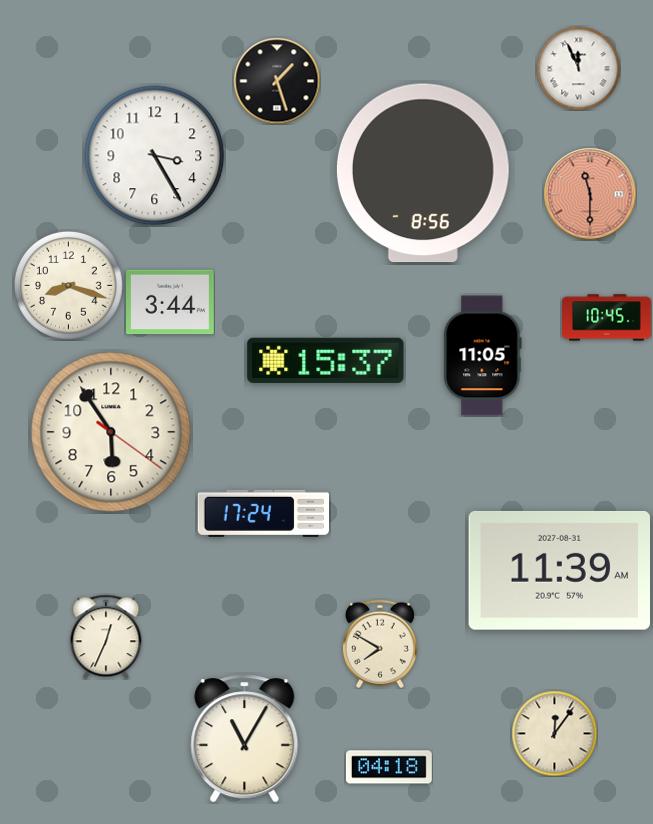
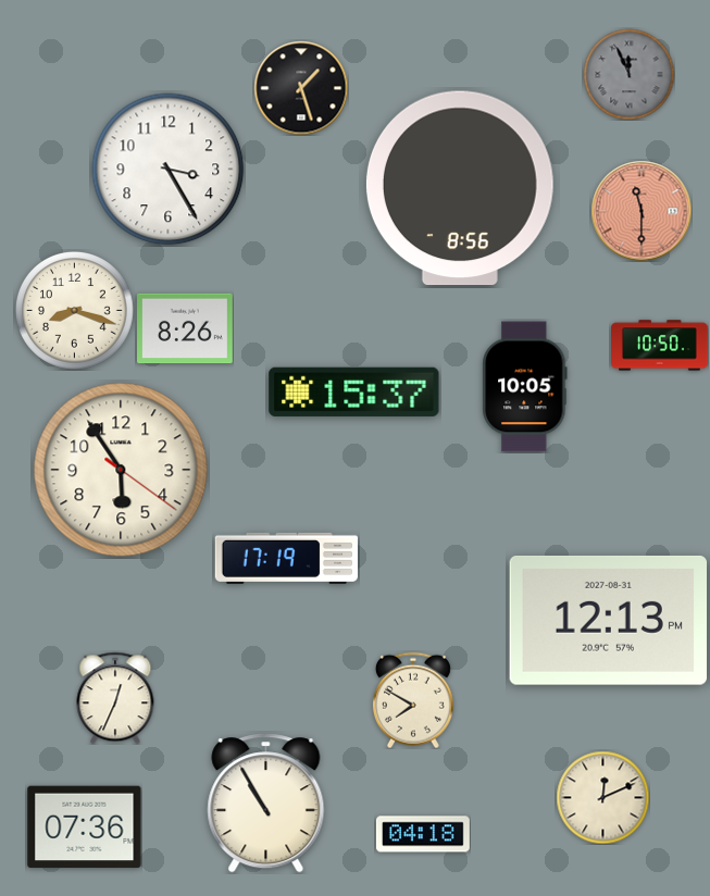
clock at (578, 68) dial: white -> grey
clock at (171, 302): 3:44 -> 8:26
clock at (607, 318): 10:45 -> 10:50
clock at (483, 356): 11:05 -> 10:05
clock at (263, 513): 17:24 -> 17:19
clock at (559, 570): 11:39 -> 12:13
clock at (106, 637) position: (106, 637) -> (115, 698)
clock at (554, 733): 12:06 -> 12:11
clock at (245, 739): 11:05 -> 10:55
clock at (85, 827): none -> 07:36
